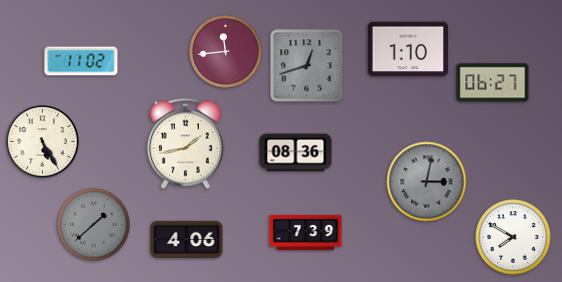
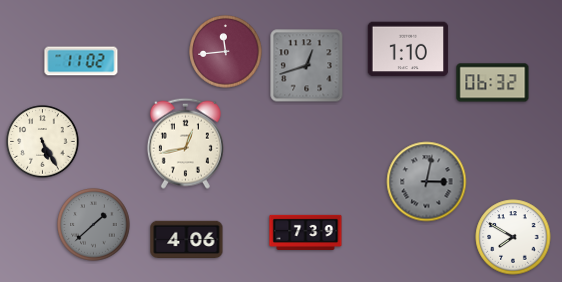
clock at (493, 83): 06:27 -> 06:32
clock at (185, 143): 1:43 -> 12:43
clock at (296, 153): 08:36 -> none
